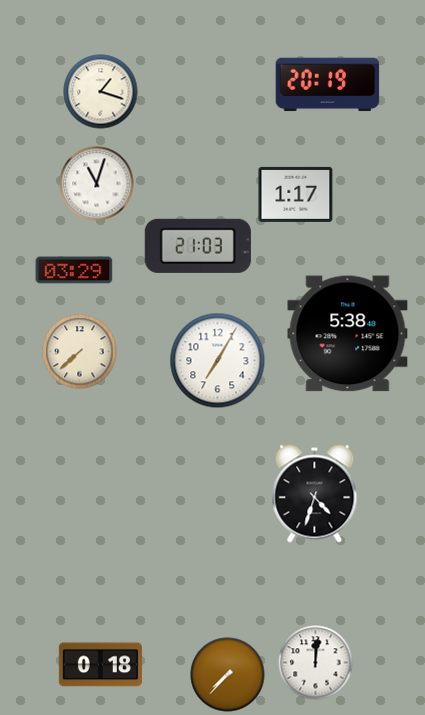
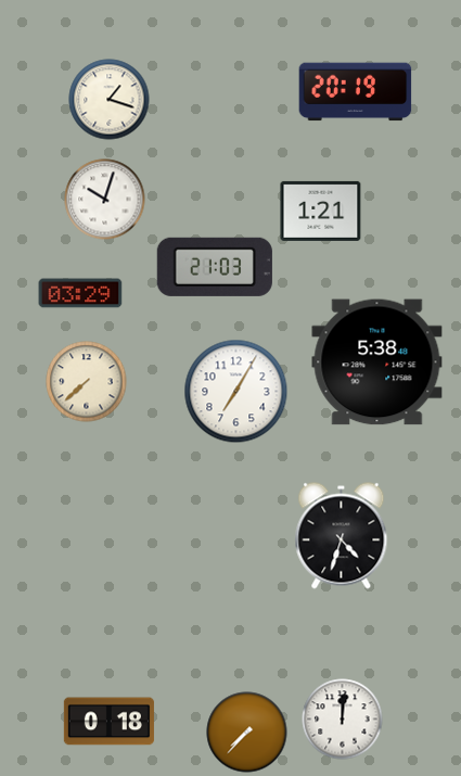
clock at (97, 184): 11:03 -> 10:03
clock at (296, 194): 1:17 -> 1:21
